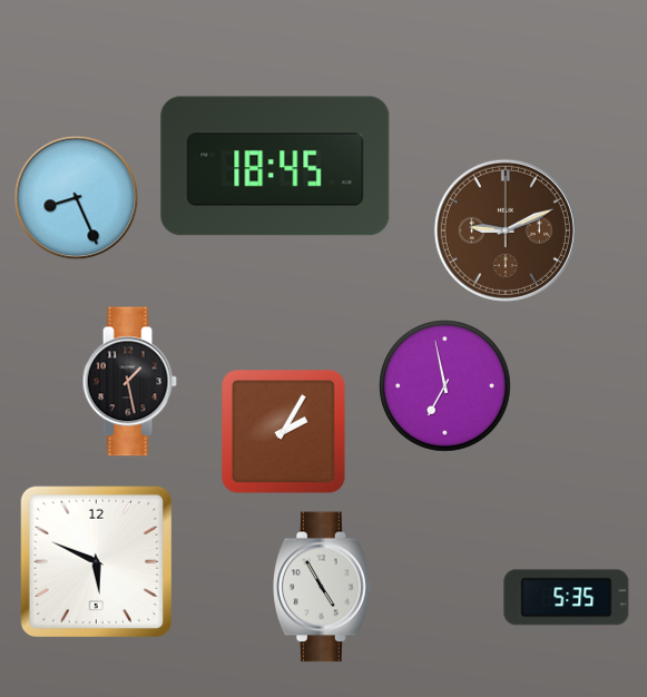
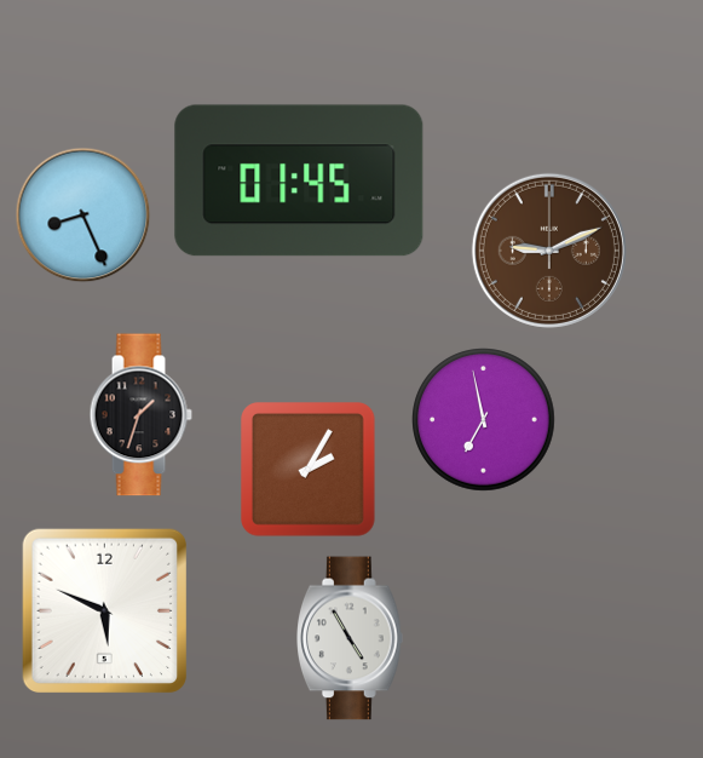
clock at (275, 166): 18:45 -> 01:45
clock at (129, 382): 1:28 -> 1:33
clock at (567, 598): 5:35 -> none
